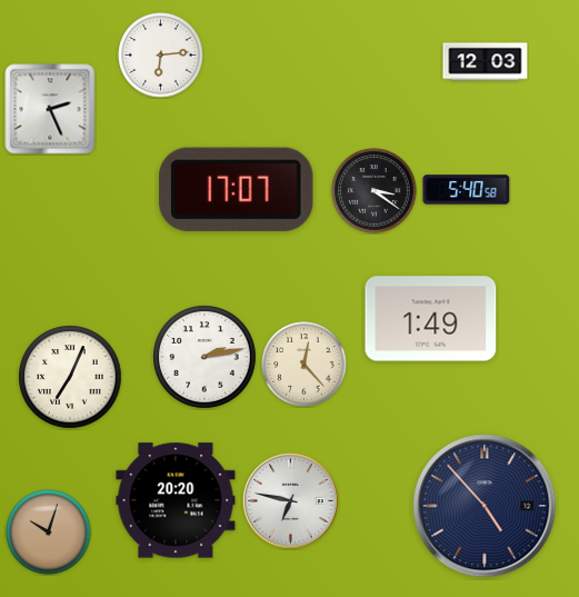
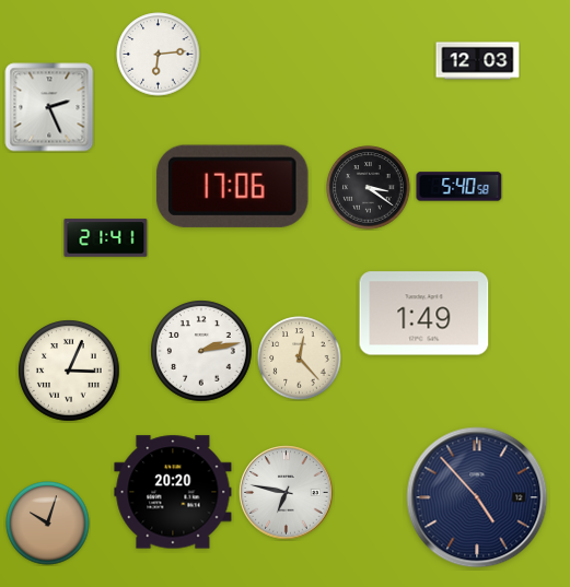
clock at (236, 189): 17:07 -> 17:06
clock at (106, 238): none -> 21:41
clock at (70, 377): 7:04 -> 3:04
